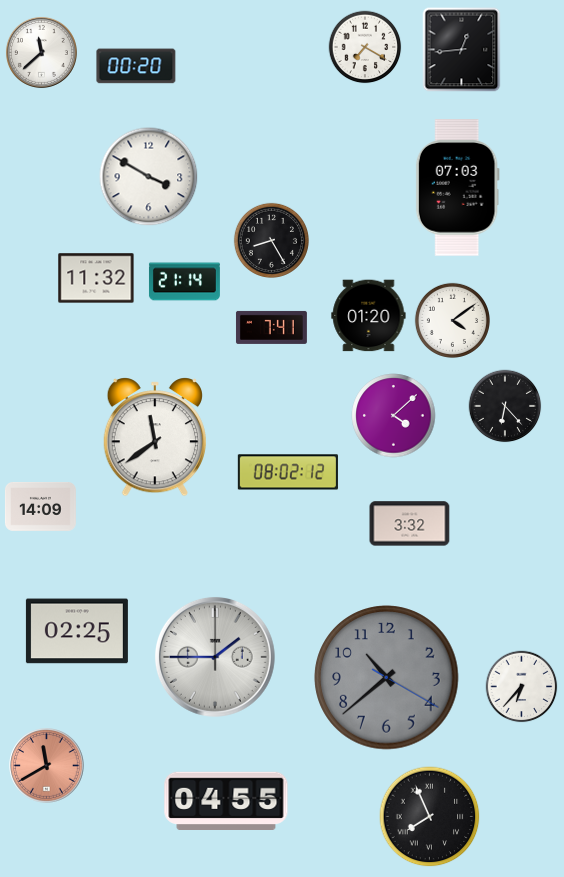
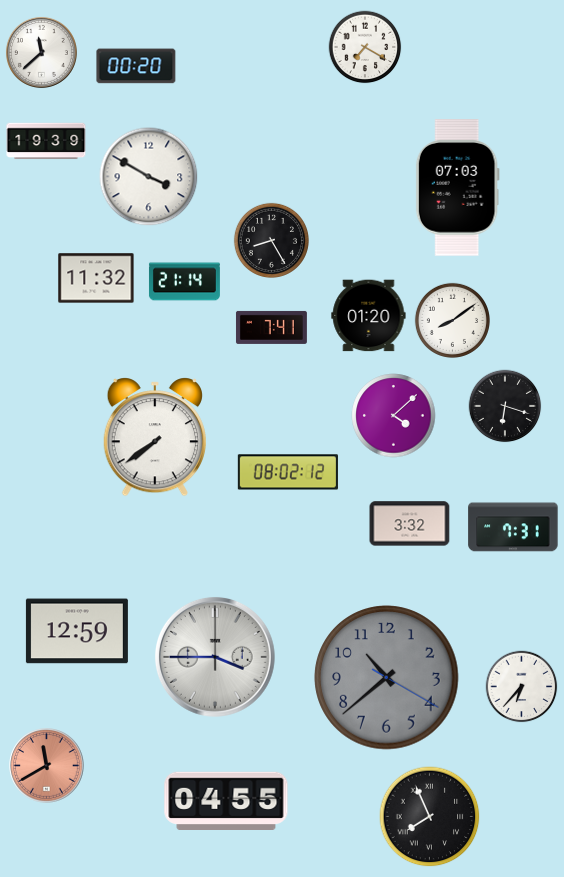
clock at (462, 50): 12:44 -> none
clock at (46, 141): none -> 19:39
clock at (452, 320): 4:09 -> 8:09
clock at (505, 406): 6:23 -> 6:18
clock at (155, 437): 11:39 -> 7:39
clock at (40, 507): 14:09 -> none
clock at (513, 527): none -> 7:31
clock at (77, 631): 02:25 -> 12:59
clock at (215, 657): 1:45 -> 3:45
